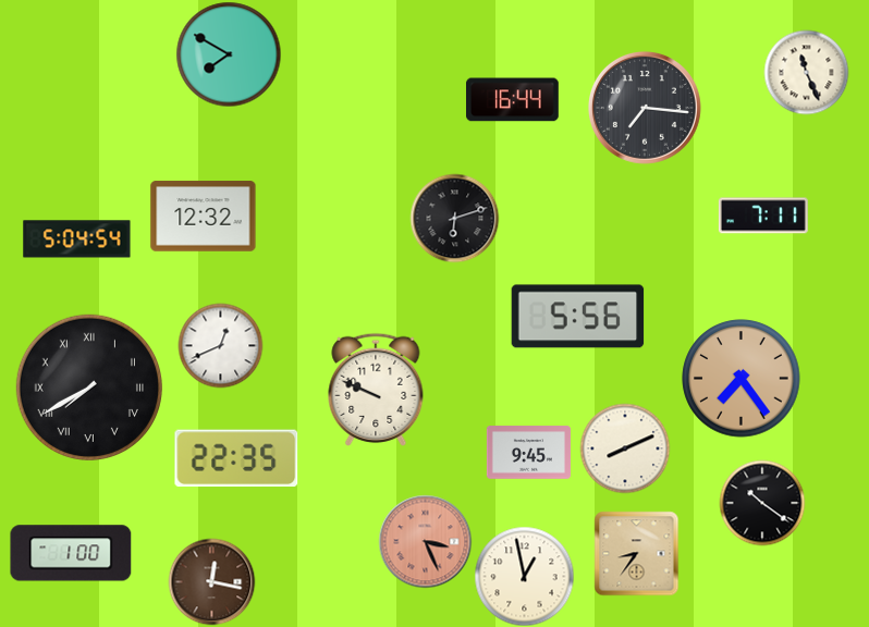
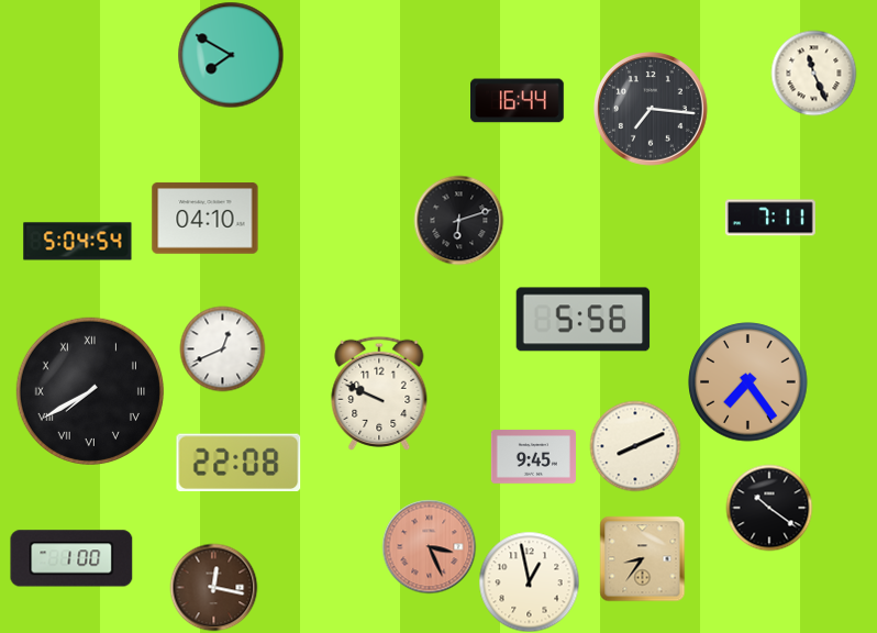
clock at (204, 217): 12:32 -> 04:10
clock at (625, 448) position: (625, 448) -> (635, 446)
clock at (236, 458): 22:35 -> 22:08
